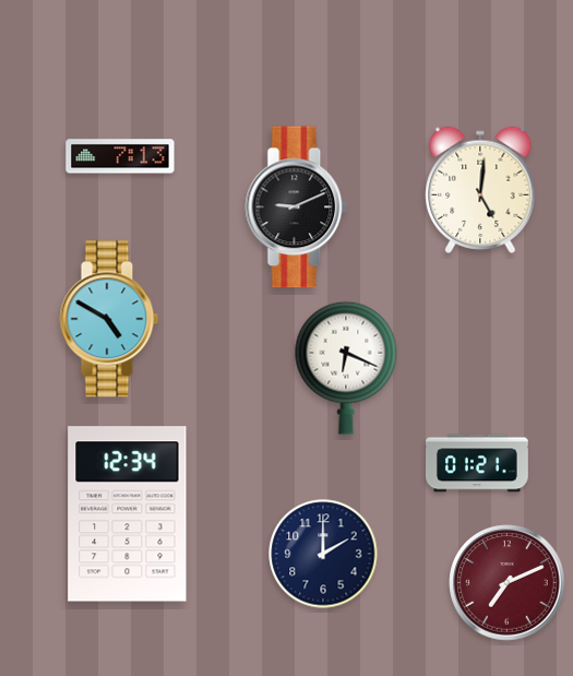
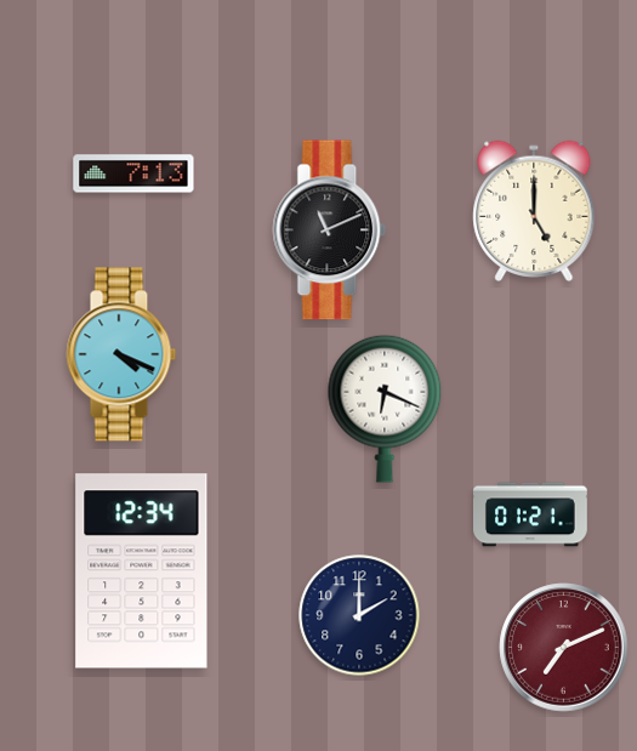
clock at (480, 190): 5:01 -> 5:00
clock at (297, 207): 9:11 -> 11:11
clock at (109, 319): 4:50 -> 4:19
